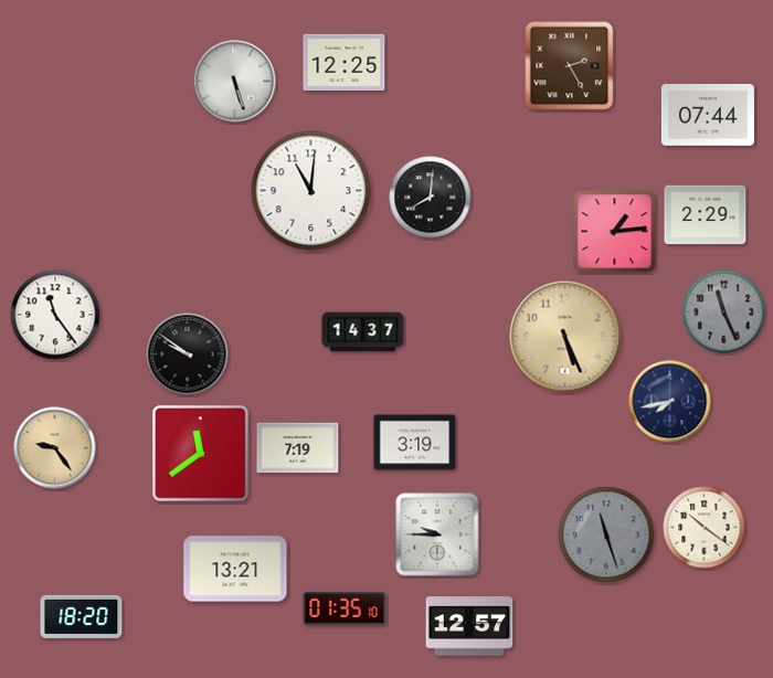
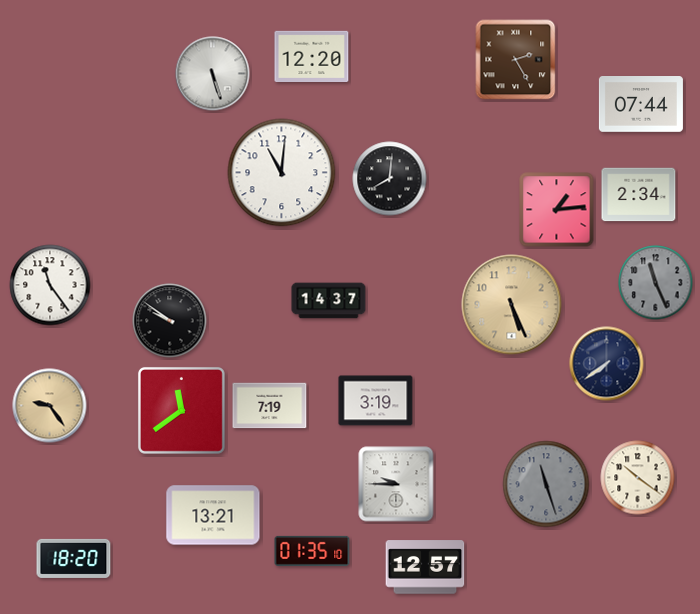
clock at (345, 62): 12:25 -> 12:20
clock at (706, 215): 2:29 -> 2:34
clock at (670, 402): 7:43 -> 7:39
clock at (606, 534) position: (606, 534) -> (546, 484)
